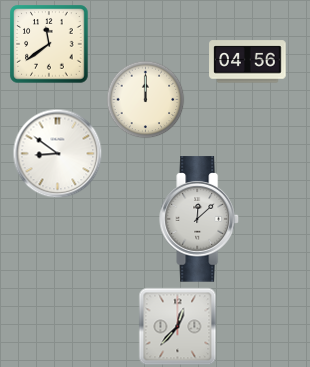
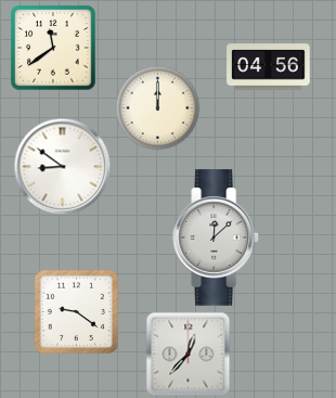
clock at (76, 311): none -> 9:21
clock at (177, 326) position: (177, 326) -> (188, 354)
